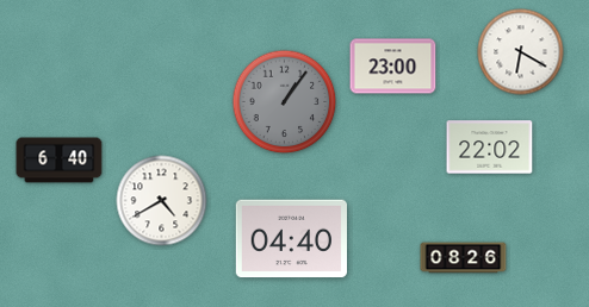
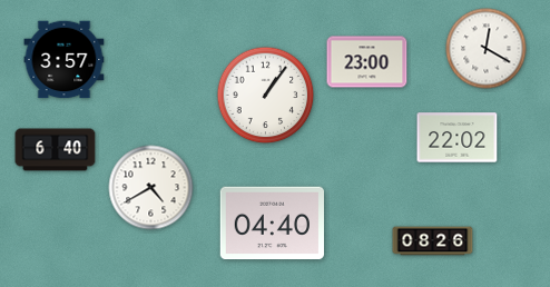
clock at (521, 52): 6:20 -> 12:20
clock at (65, 60): none -> 3:57
clock at (285, 102) dial: grey -> white
